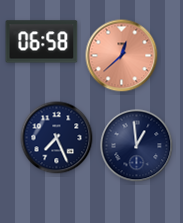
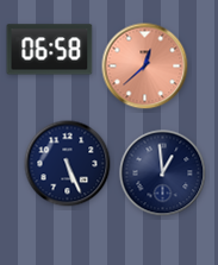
clock at (57, 138): 7:26 -> 5:26
